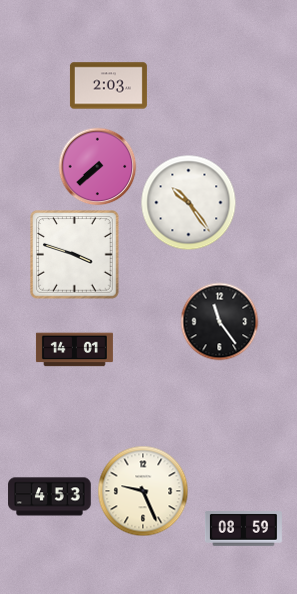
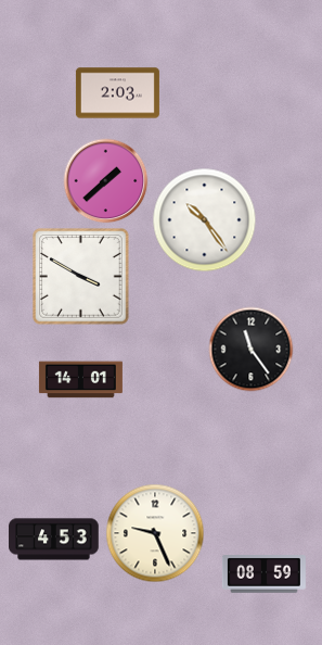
clock at (97, 166): 7:38 -> 1:38
clock at (75, 255): 3:48 -> 3:50
clock at (219, 321) position: (219, 321) -> (250, 349)
